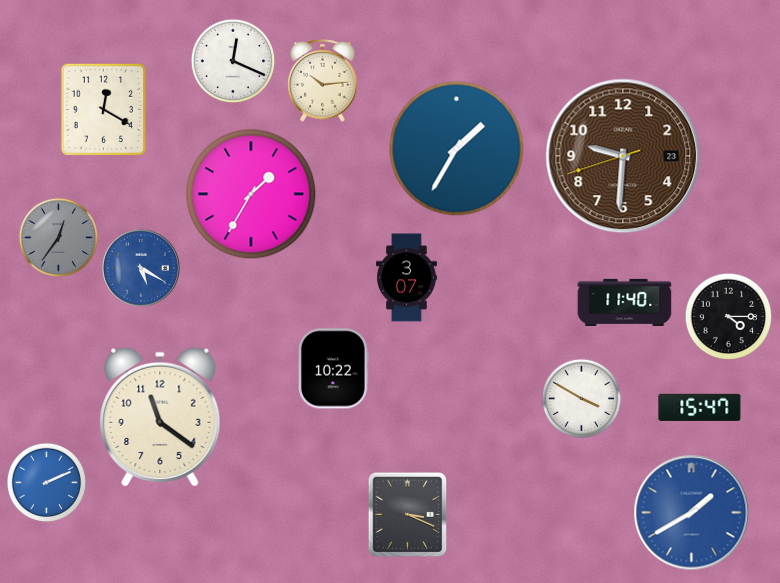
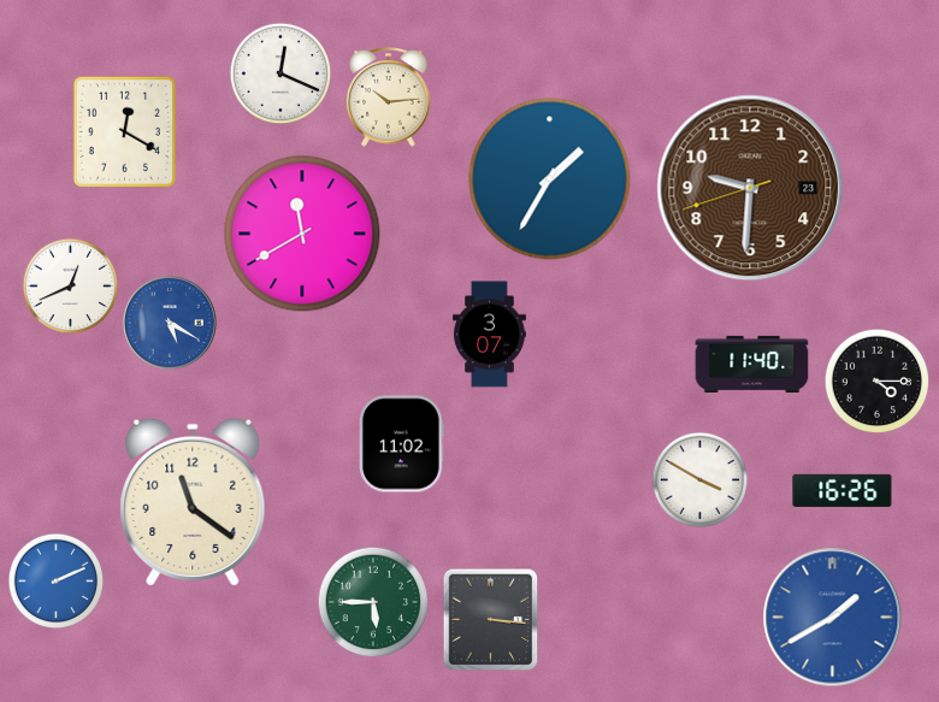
clock at (251, 194): 1:35 -> 11:40
clock at (58, 237): 12:36 -> 12:41
clock at (58, 237) dial: grey -> white
clock at (334, 369): 10:22 -> 11:02
clock at (700, 407): 15:47 -> 16:26
clock at (373, 602): none -> 5:45
clock at (408, 514): 3:19 -> 3:16
